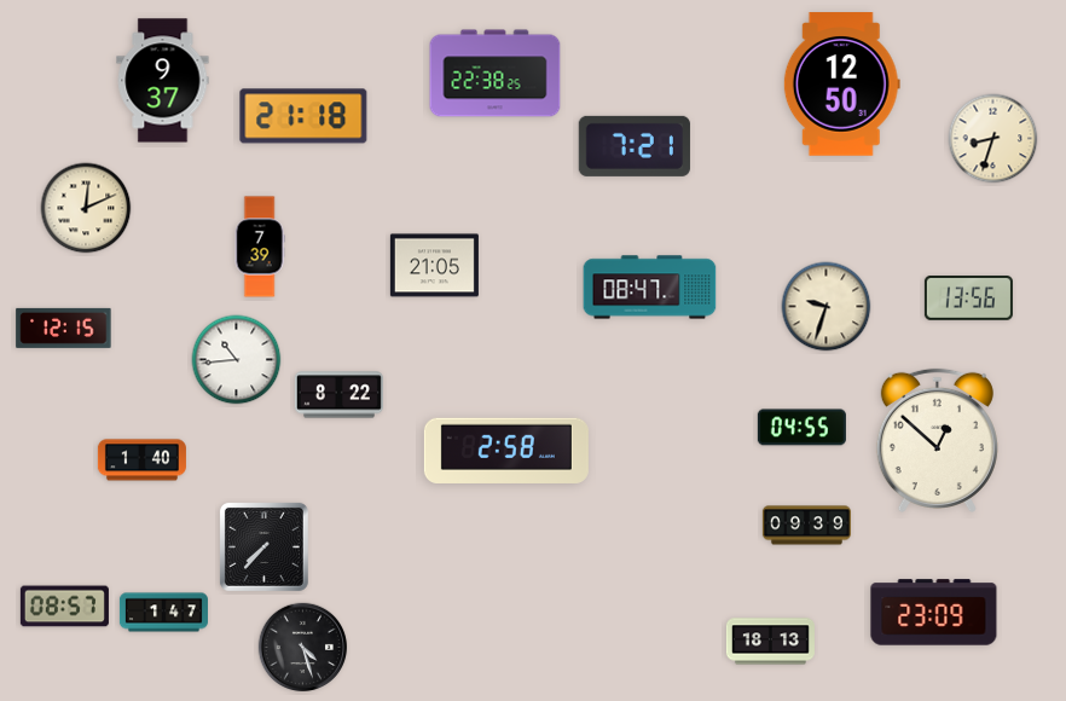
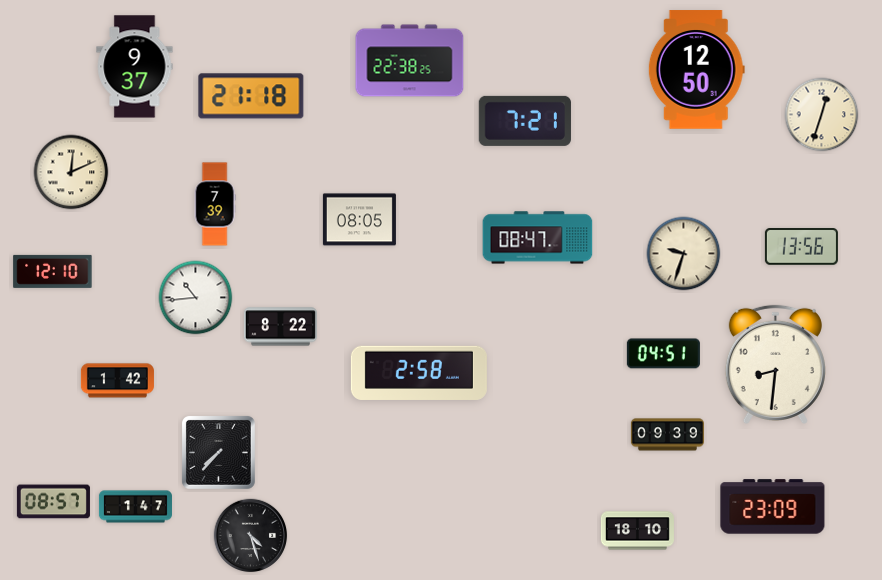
clock at (993, 139): 8:33 -> 12:33
clock at (434, 266): 21:05 -> 08:05
clock at (64, 328): 12:15 -> 12:10
clock at (801, 428): 04:55 -> 04:51
clock at (937, 440): 12:52 -> 8:31
clock at (141, 460): 1:40 -> 1:42
clock at (770, 642): 18:13 -> 18:10
